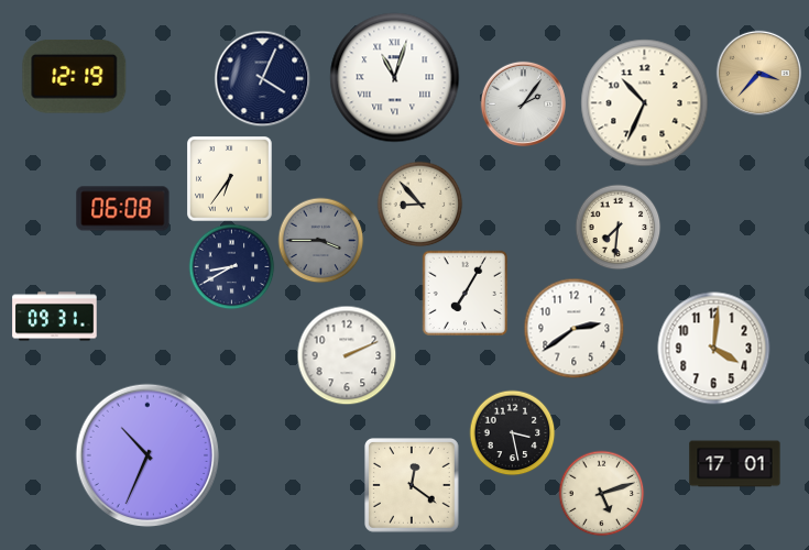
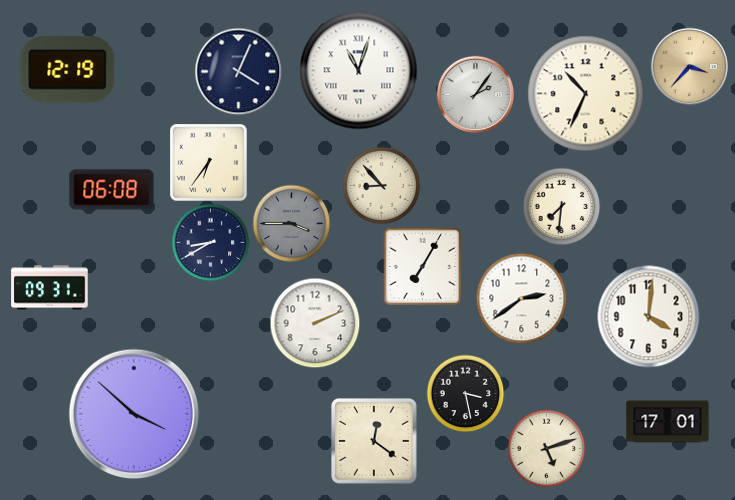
clock at (320, 240) position: (320, 240) -> (291, 223)
clock at (147, 455): 10:34 -> 3:52
